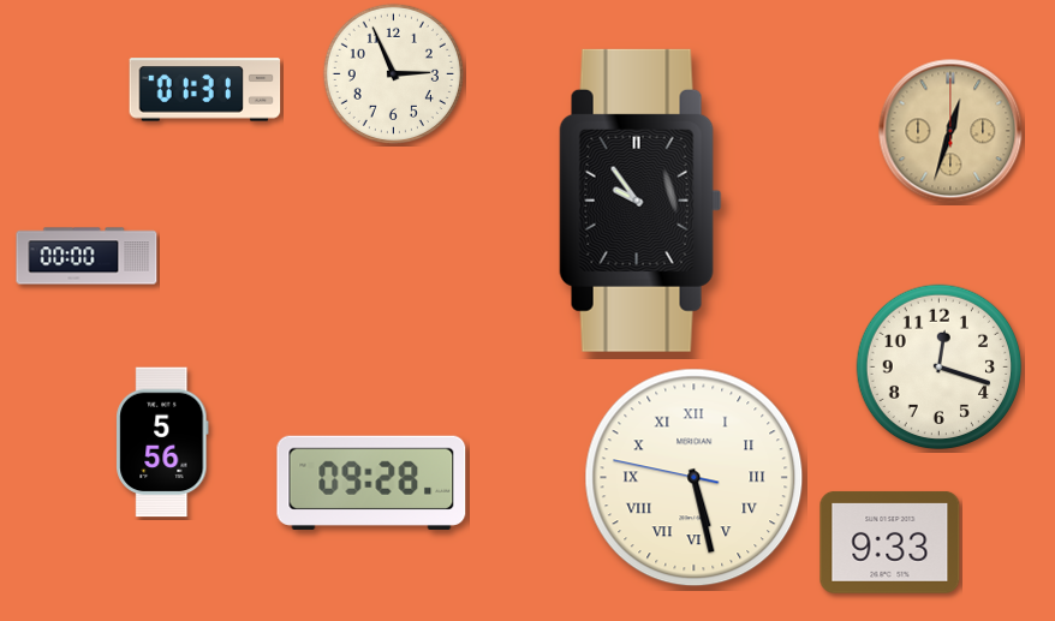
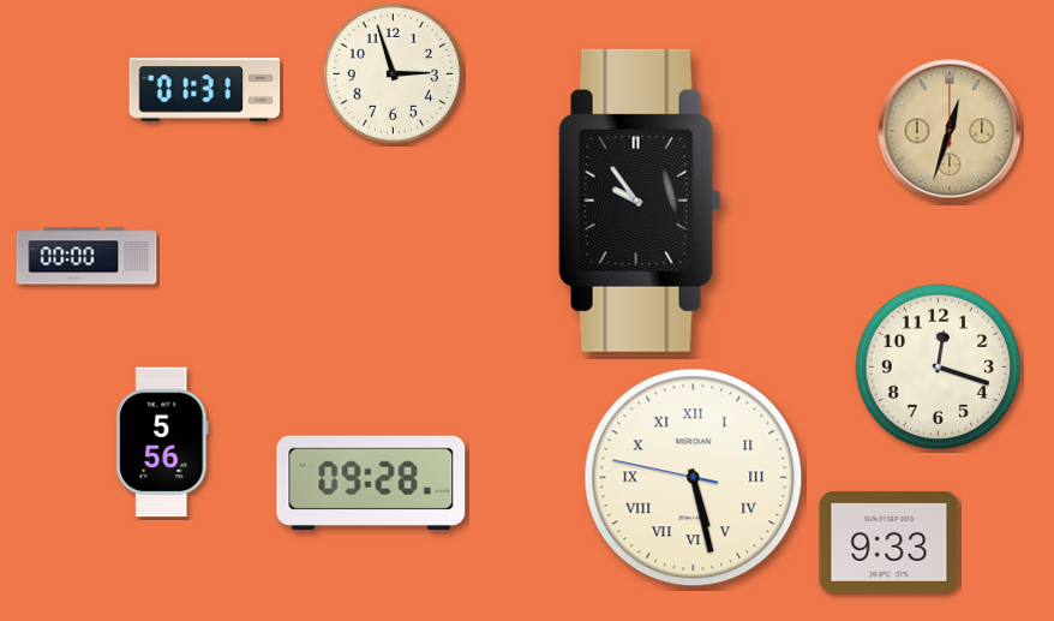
clock at (393, 73): 2:56 -> 2:57
